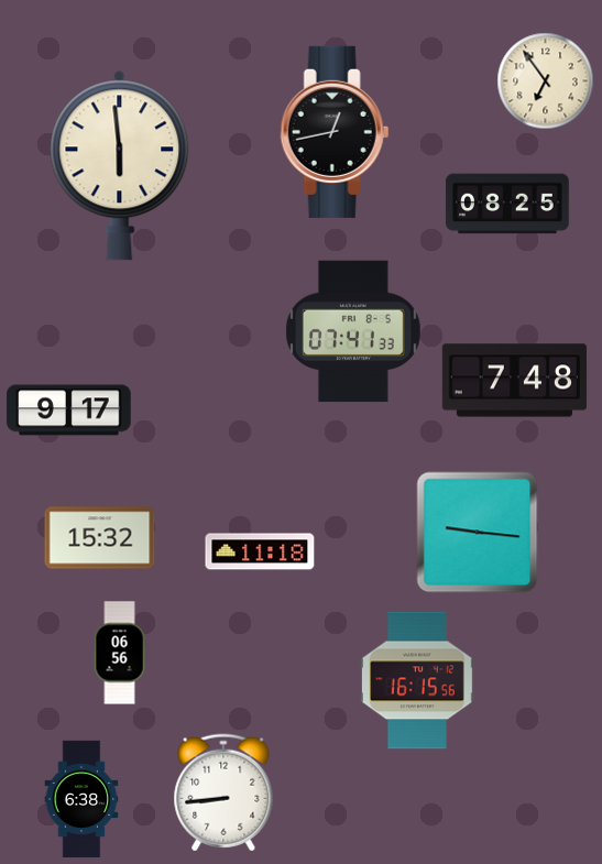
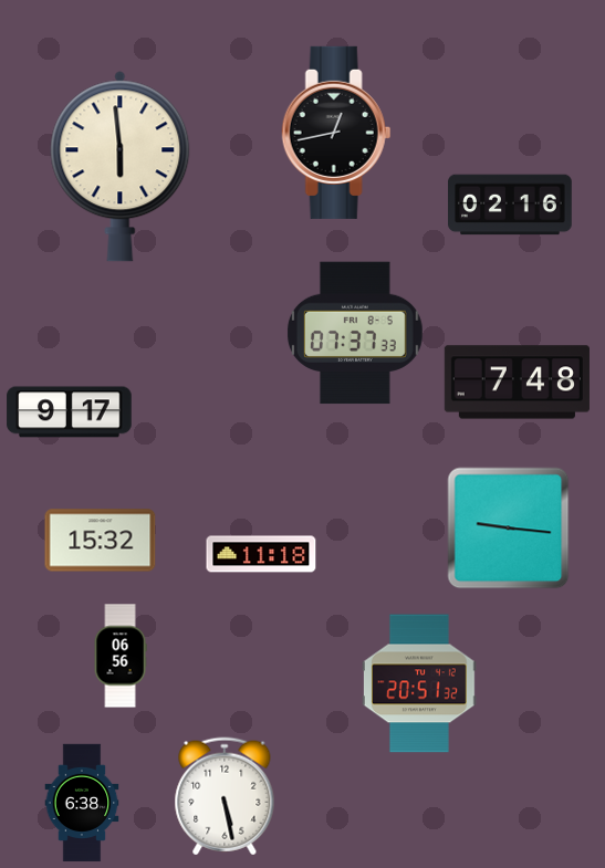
clock at (546, 81): 6:54 -> none
clock at (507, 204): 08:25 -> 02:16
clock at (354, 331): 07:41 -> 07:37
clock at (478, 533) position: (478, 533) -> (509, 529)
clock at (417, 680): 16:15 -> 20:51
clock at (223, 792): 8:44 -> 5:28
